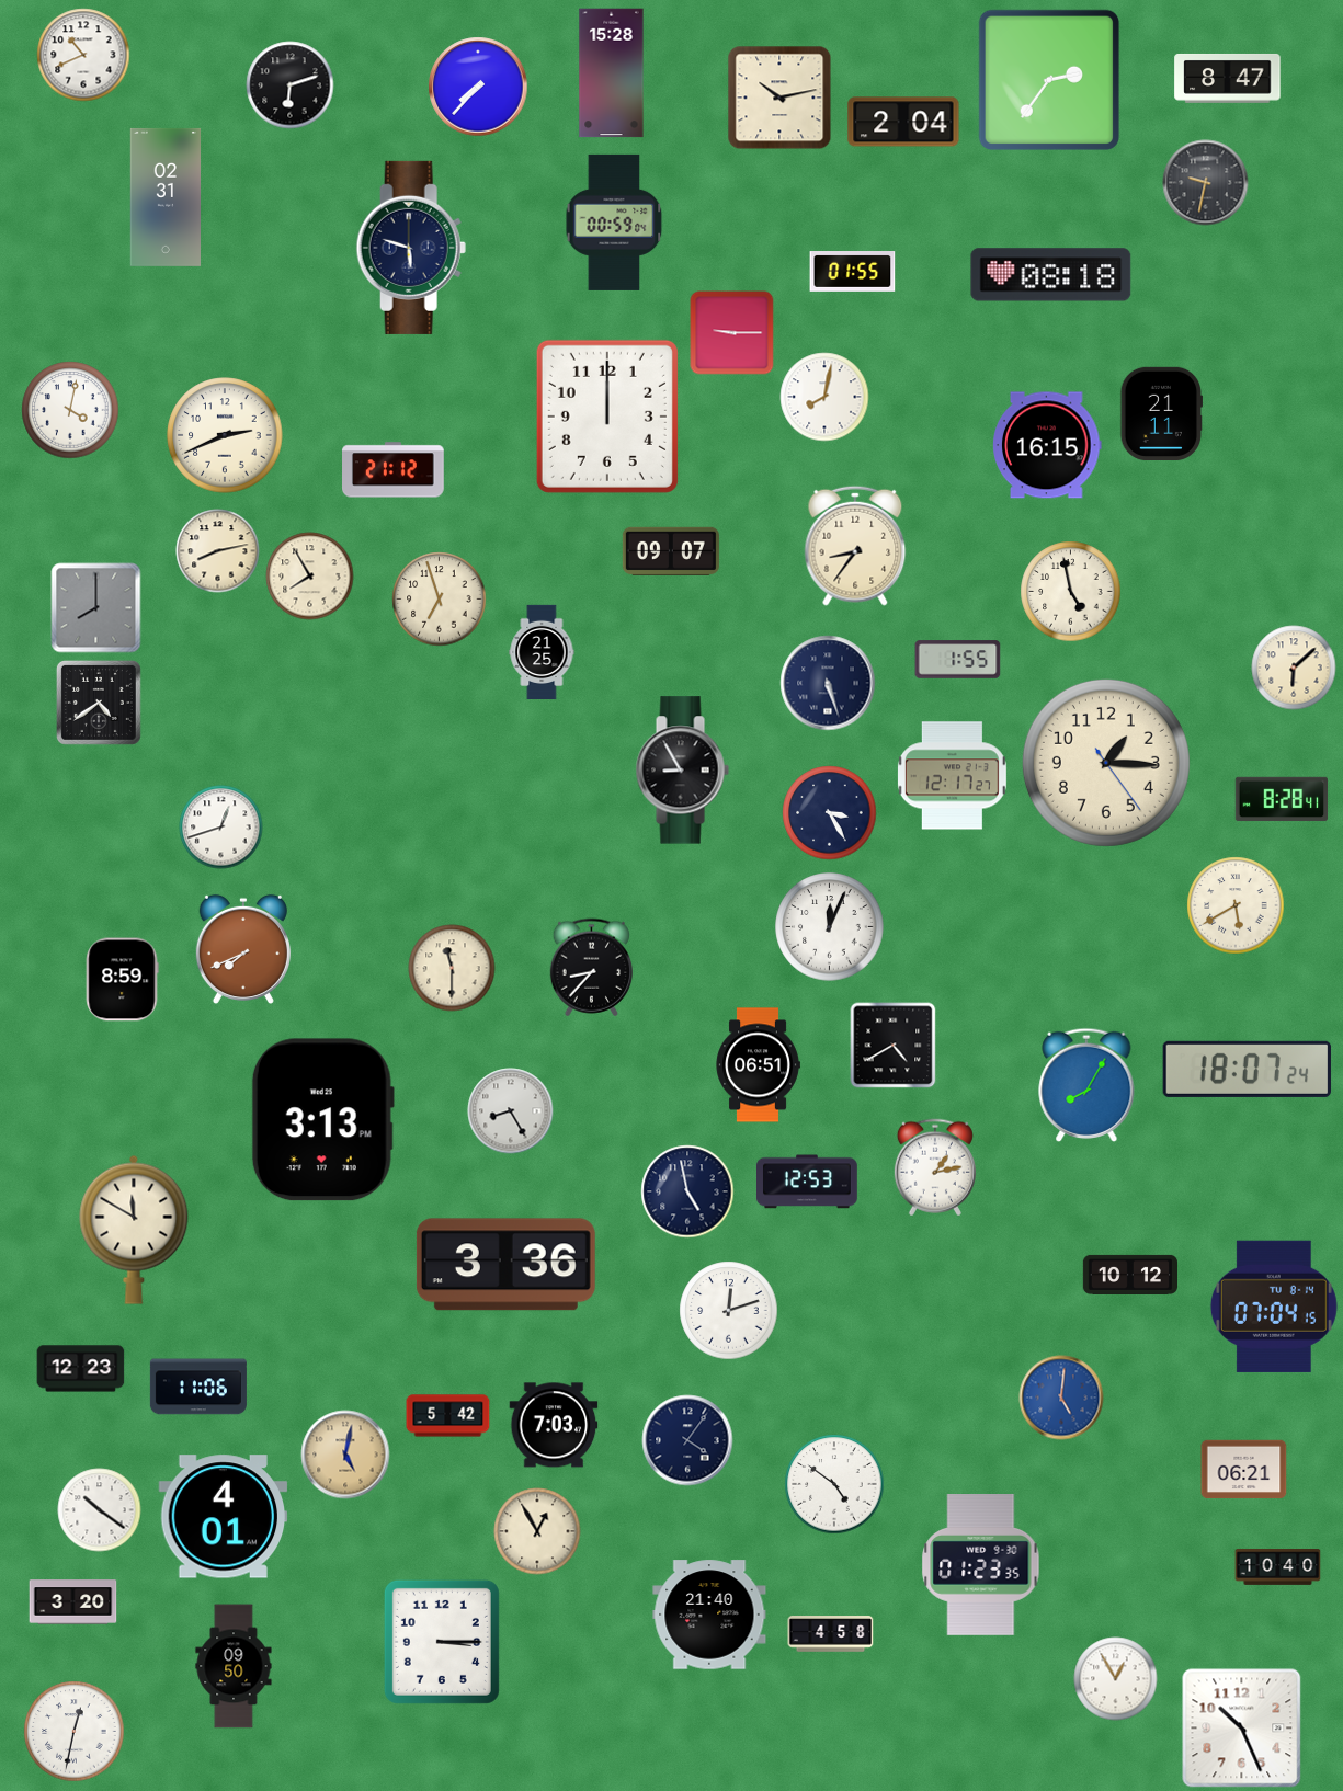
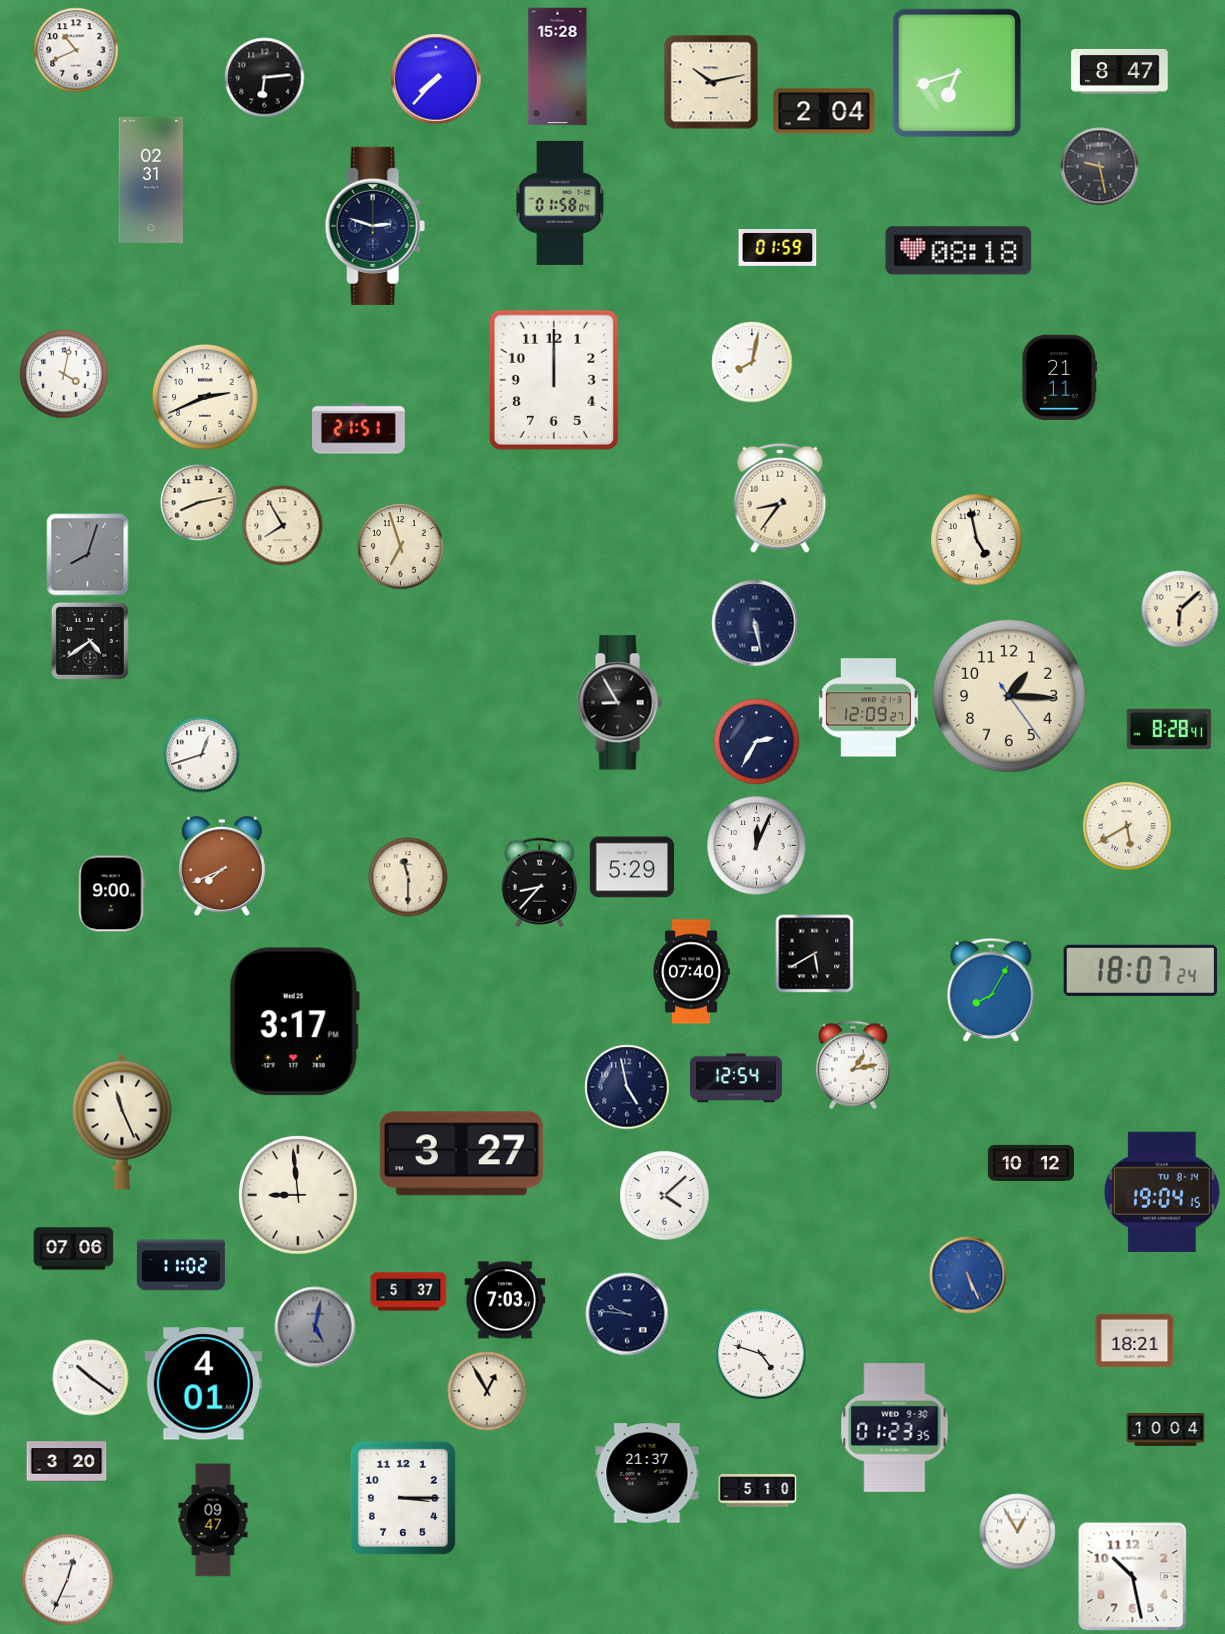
clock at (1049, 79): 2:36 -> 6:42
clock at (291, 85): 6:12 -> 6:14
clock at (779, 98) position: (779, 98) -> (711, 82)
clock at (1206, 183): 9:32 -> 9:28
clock at (614, 223): 00:59 -> 01:58
clock at (411, 248): 5:48 -> 2:48
clock at (853, 272): 01:55 -> 01:59
clock at (732, 333): 9:15 -> none
clock at (1047, 445): 16:15 -> none
clock at (394, 470): 21:12 -> 21:51
clock at (671, 551): 09:07 -> none
clock at (96, 608): 8:00 -> 8:03
clock at (542, 651): 21:25 -> none
clock at (958, 660): 1:55 -> none
clock at (828, 683): 5:27 -> 5:28
clock at (682, 771) position: (682, 771) -> (619, 703)
clock at (952, 776): 12:17 -> 12:09
clock at (830, 813): 3:25 -> 2:35
clock at (632, 867): none -> 5:29
clock at (452, 968) position: (452, 968) -> (408, 877)
clock at (122, 980): 8:59 -> 9:00
clock at (894, 1046): 4:40 -> 5:40
clock at (758, 1065): 06:51 -> 07:40
clock at (1248, 1069) position: (1248, 1069) -> (1141, 970)
clock at (511, 1111): 8:25 -> none
clock at (322, 1120): 3:13 -> 3:17
clock at (808, 1182): 12:53 -> 12:54
clock at (134, 1230): 11:50 -> 11:26
clock at (505, 1265): 3:36 -> 3:27
clock at (1274, 1307): 07:04 -> 19:04
clock at (298, 1195): none -> 8:59
clock at (729, 1311): 12:12 -> 4:08
clock at (81, 1369): 12:23 -> 07:06
clock at (198, 1387): 11:06 -> 11:02
clock at (1061, 1398): 5:01 -> 5:26
clock at (448, 1416): 5:42 -> 5:37
clock at (687, 1440): 4:06 -> 9:46
clock at (345, 1455) dial: champagne -> grey
clock at (1244, 1470): 06:21 -> 18:21
clock at (834, 1484): 4:51 -> 4:48
clock at (537, 1531) position: (537, 1531) -> (487, 1391)
clock at (1278, 1567): 10:40 -> 10:04
clock at (709, 1615): 21:40 -> 21:37
clock at (831, 1634): 4:58 -> 5:10
clock at (234, 1666): 09:50 -> 09:47
clock at (1242, 1729): 10:26 -> 10:28
clock at (75, 1732): 12:32 -> 12:34
